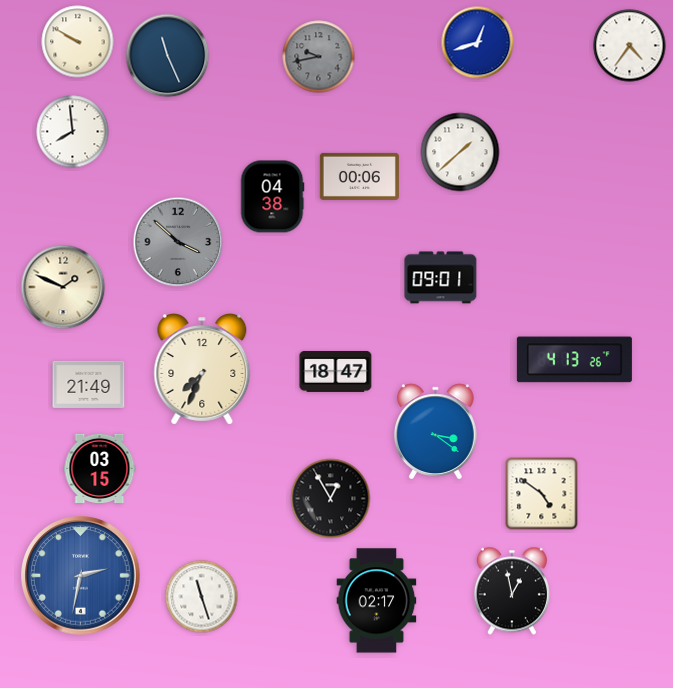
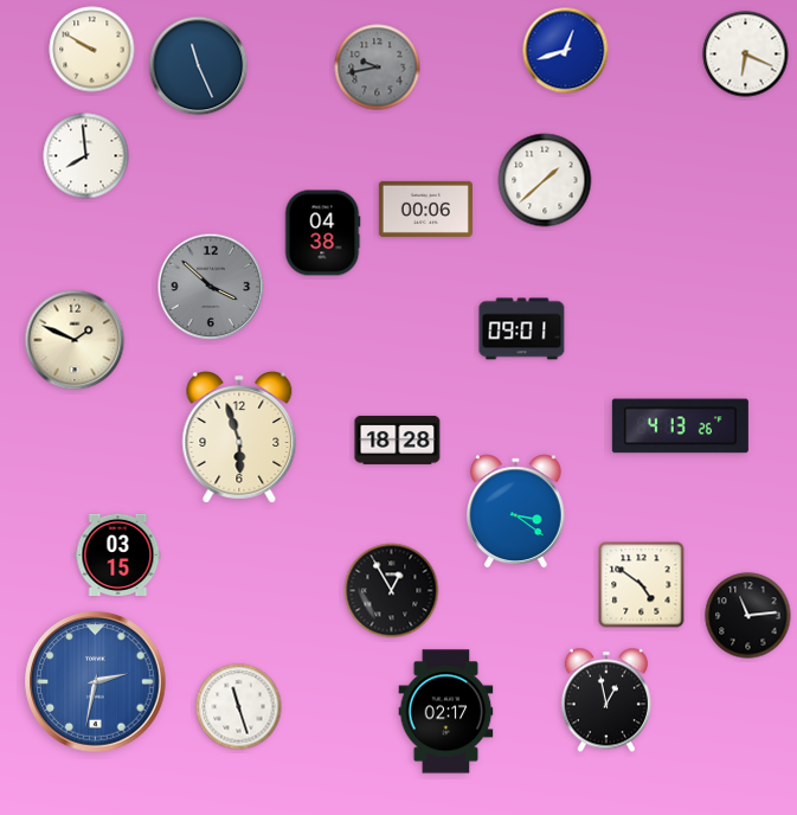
clock at (630, 46): 4:36 -> 6:19
clock at (202, 369): 7:34 -> 5:57
clock at (336, 371): 18:47 -> 18:28
clock at (89, 384): 21:49 -> none
clock at (748, 616): none -> 11:14
